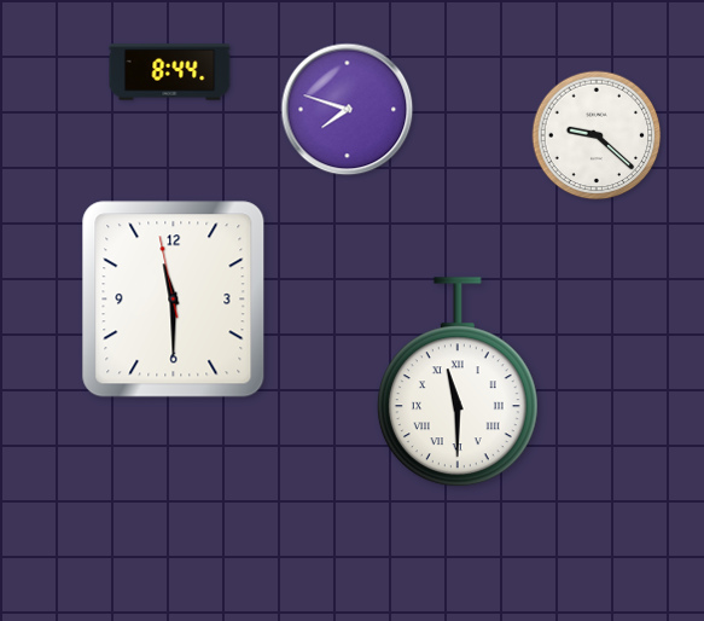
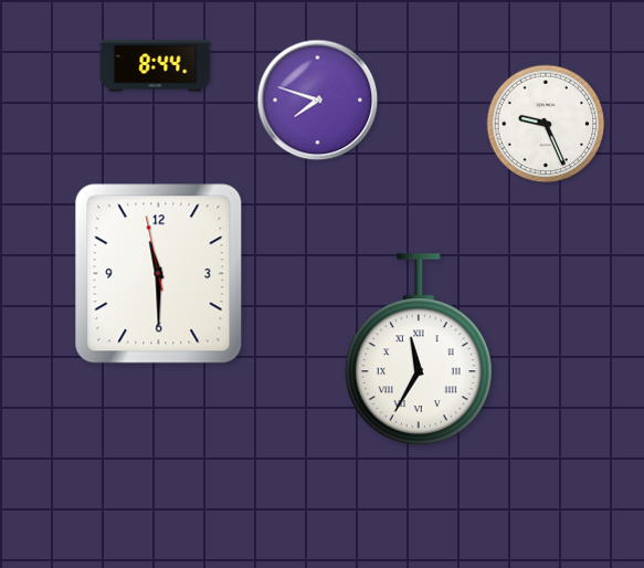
clock at (597, 135): 9:22 -> 9:26
clock at (458, 383): 11:30 -> 11:35
